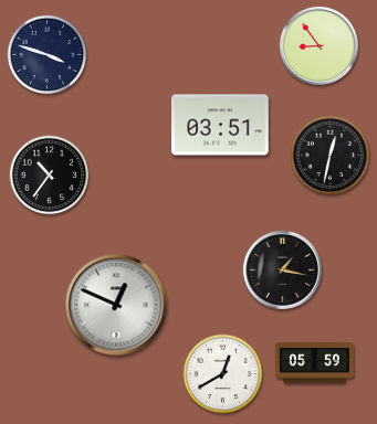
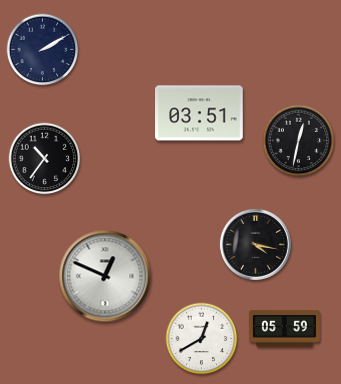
clock at (318, 45): 8:54 -> none
clock at (48, 55): 3:48 -> 2:10
clock at (282, 269): 1:17 -> 4:17
